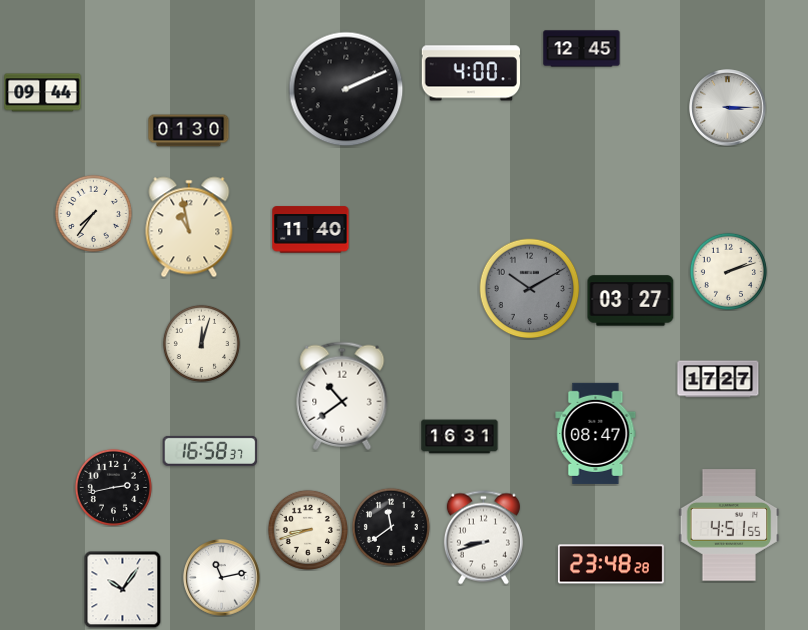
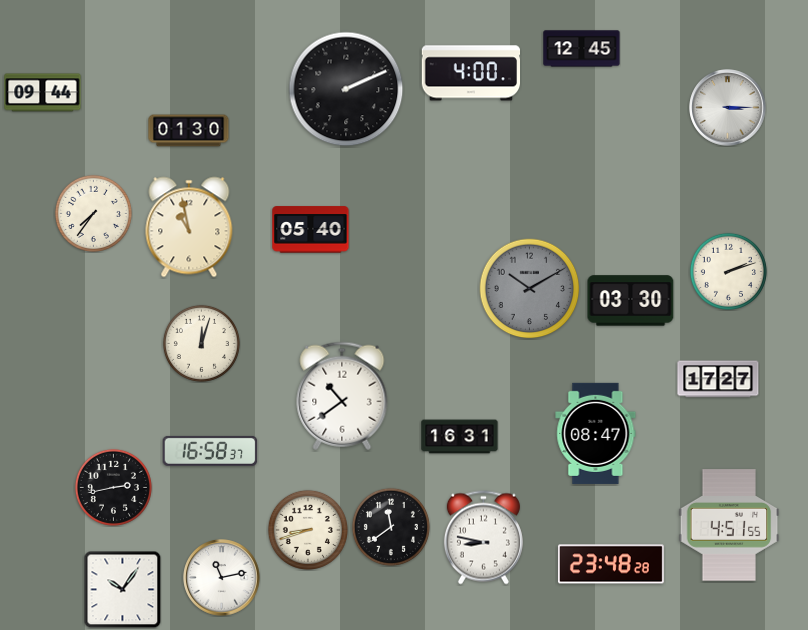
clock at (311, 230): 11:40 -> 05:40
clock at (631, 301): 03:27 -> 03:30
clock at (483, 538): 8:42 -> 8:47
